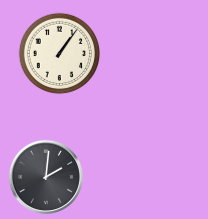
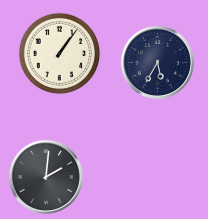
clock at (157, 62): none -> 5:35
